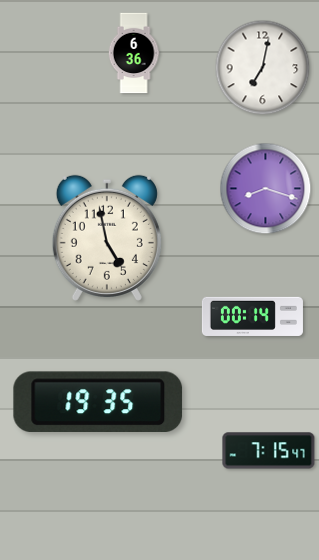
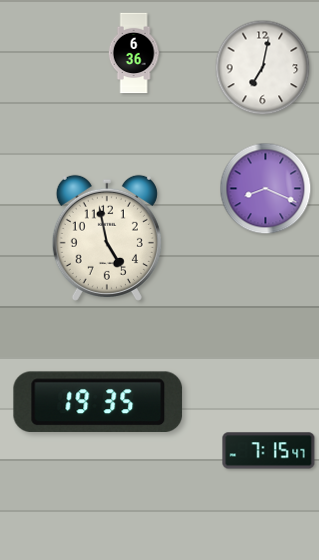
clock at (266, 189): 8:18 -> 8:19
clock at (252, 316): 00:14 -> none
